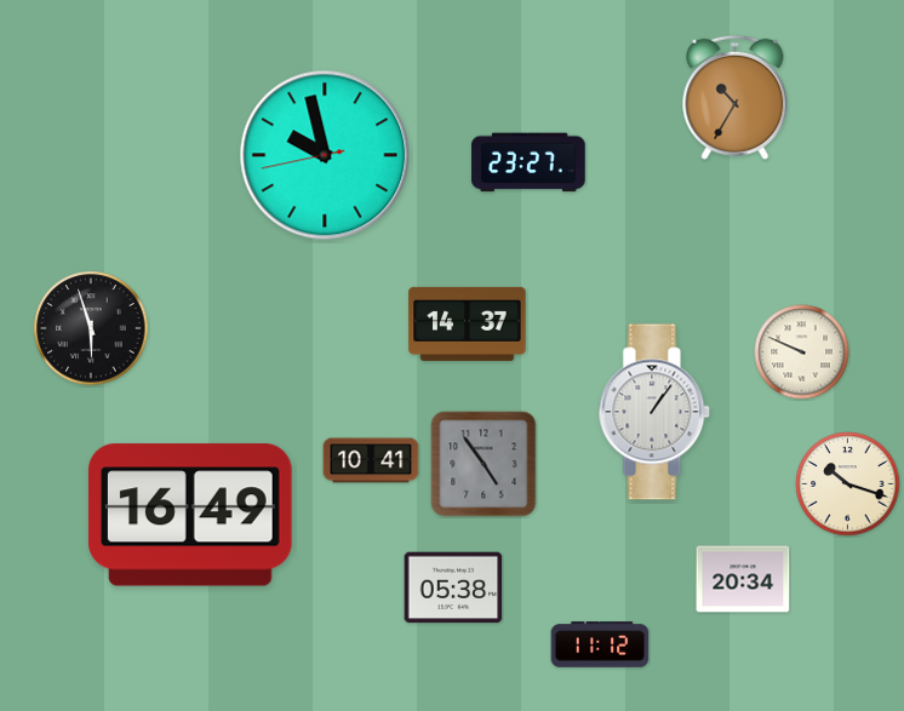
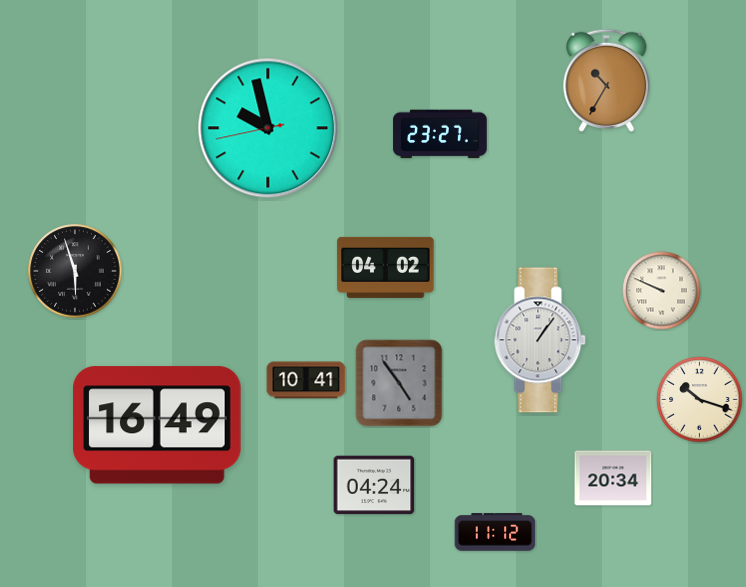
clock at (528, 162) position: (528, 162) -> (440, 134)
clock at (468, 323): 14:37 -> 04:02
clock at (453, 587): 05:38 -> 04:24
